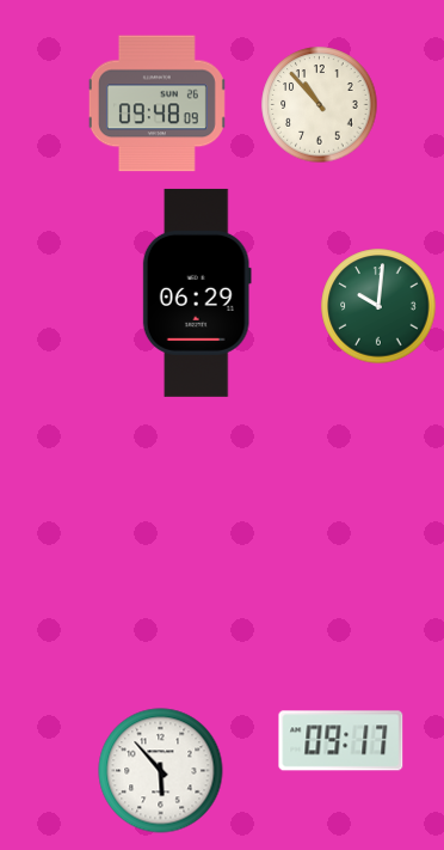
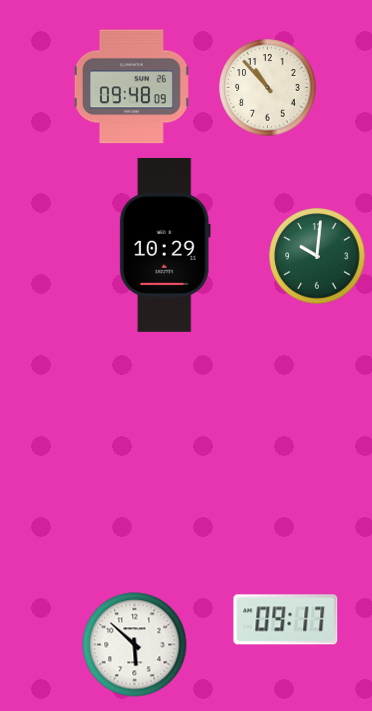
clock at (197, 293): 06:29 -> 10:29
clock at (161, 771): 5:53 -> 5:52
